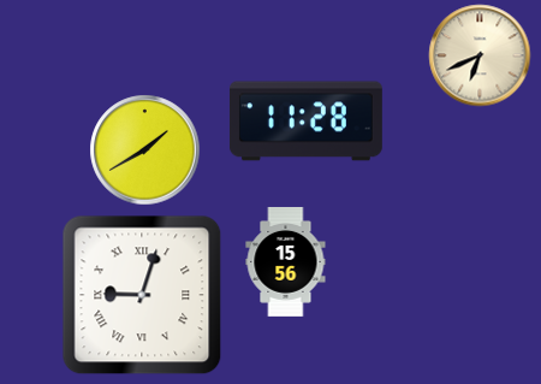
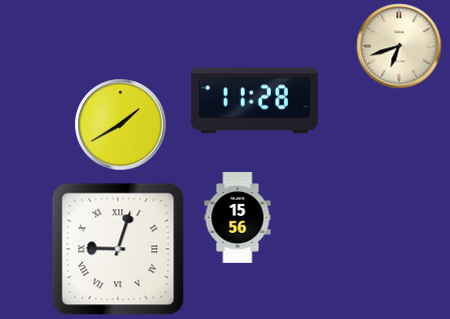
clock at (480, 55): 6:41 -> 6:42
clock at (142, 295) position: (142, 295) -> (118, 249)
